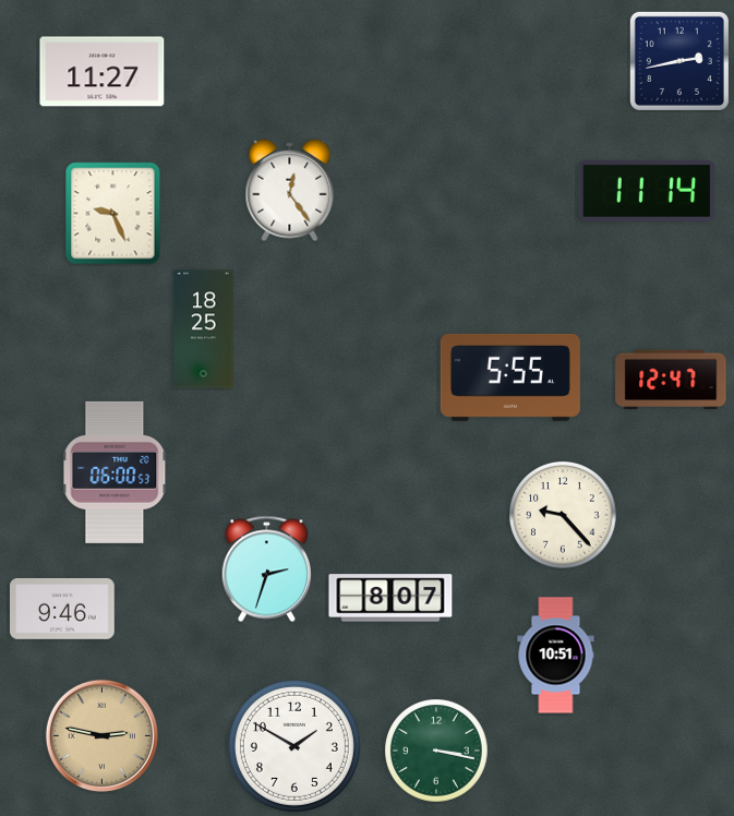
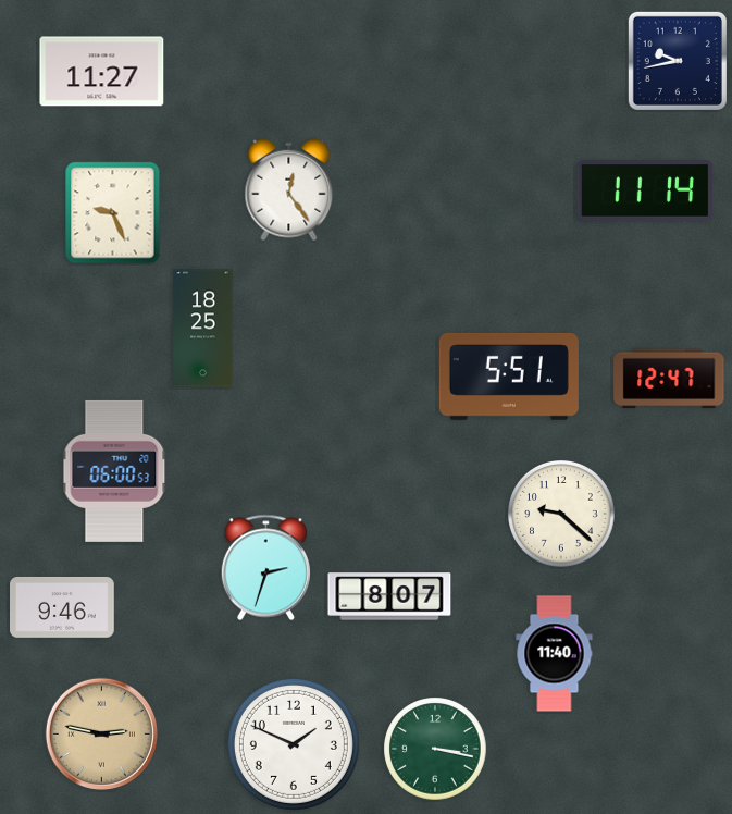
clock at (679, 61): 2:43 -> 9:43
clock at (510, 377): 5:55 -> 5:51
clock at (564, 516): 9:23 -> 9:22
clock at (556, 656): 10:51 -> 11:40
clock at (294, 746): 1:50 -> 1:49
